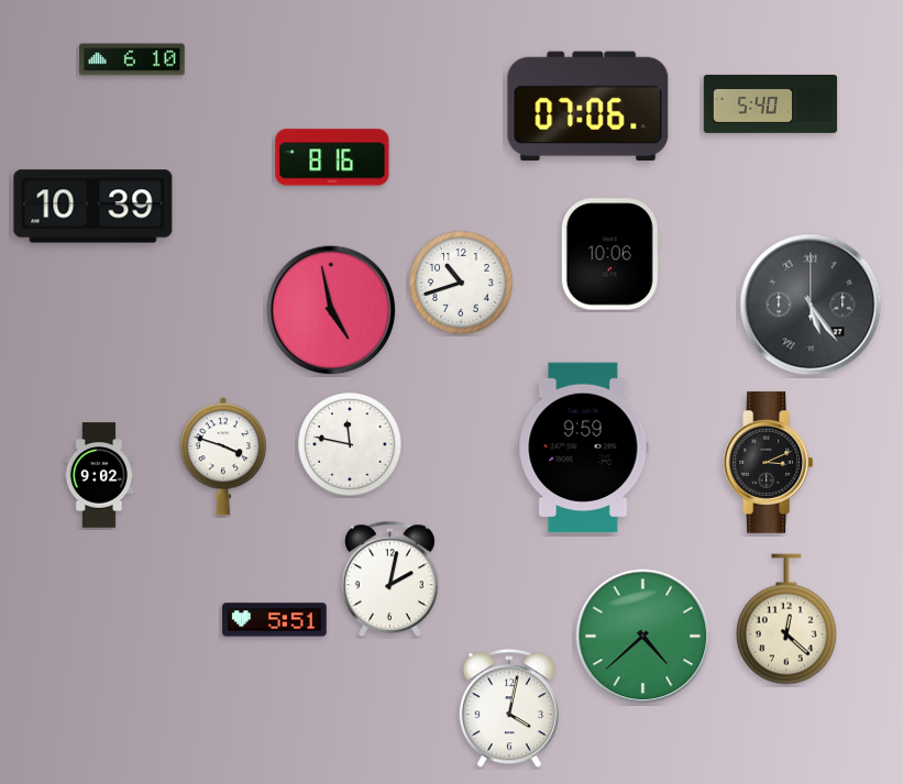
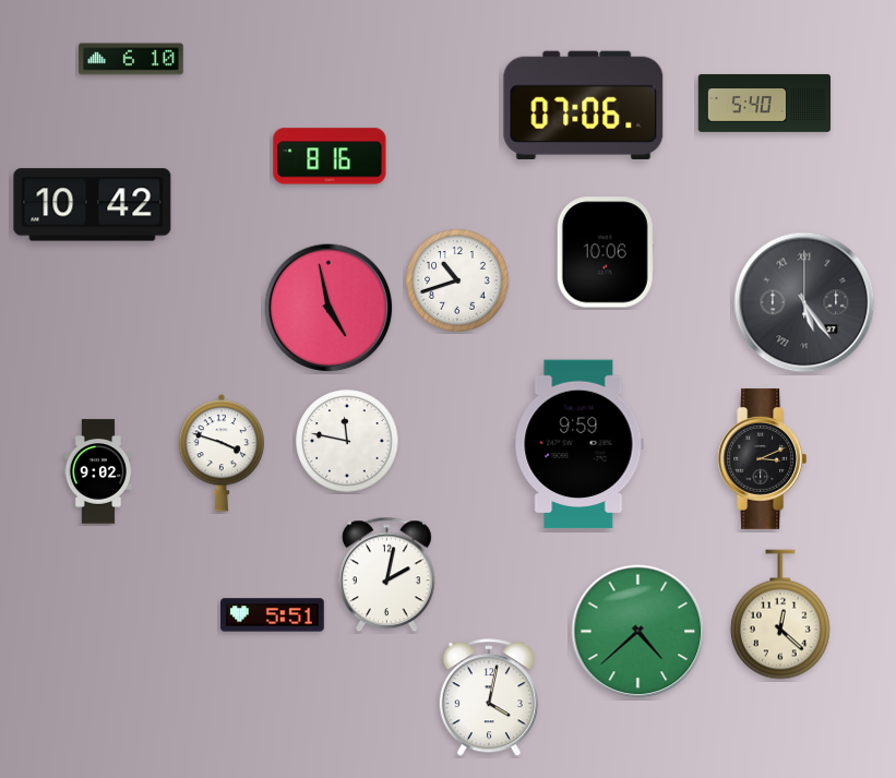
clock at (93, 207): 10:39 -> 10:42
clock at (509, 709) position: (509, 709) -> (489, 698)
